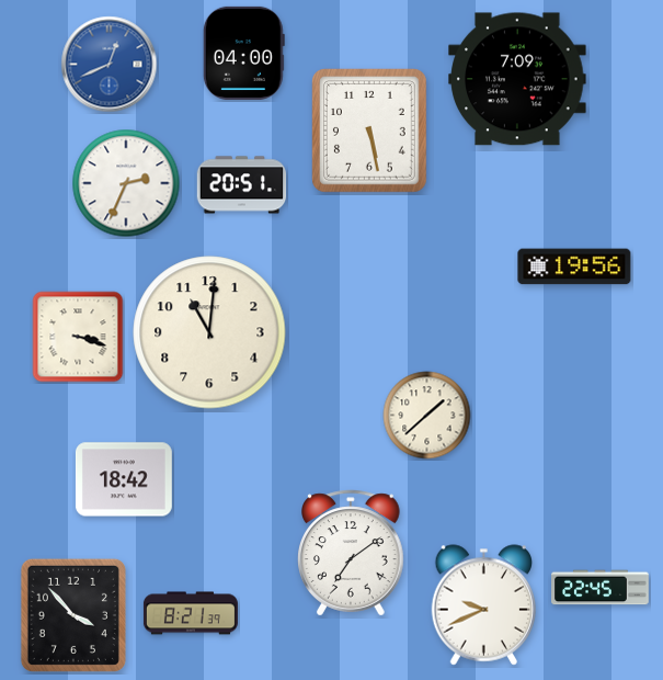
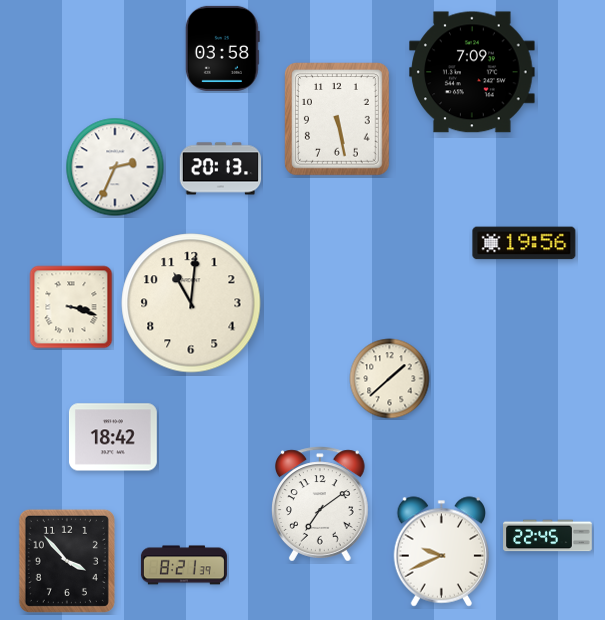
clock at (243, 53): 04:00 -> 03:58
clock at (110, 65): 12:41 -> none
clock at (242, 185): 20:51 -> 20:13
clock at (191, 613) position: (191, 613) -> (184, 565)
